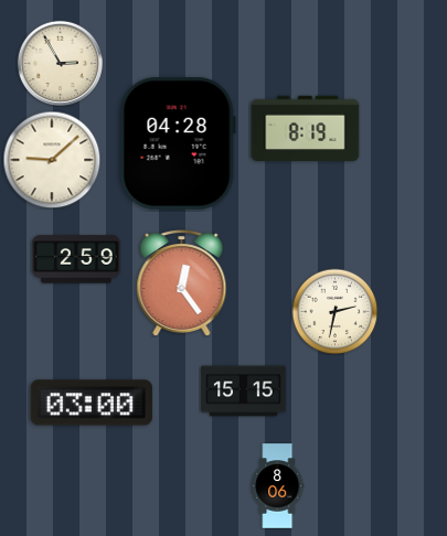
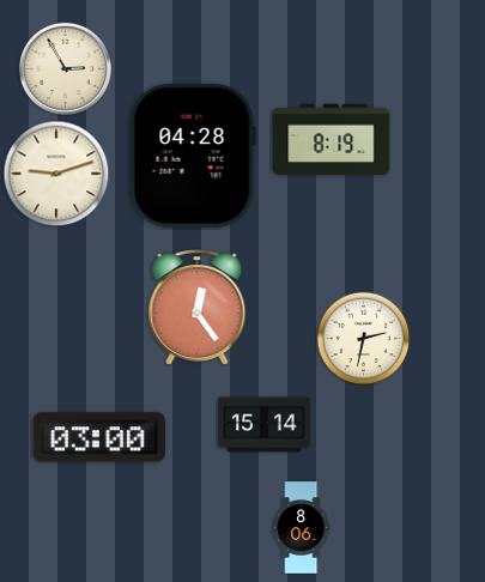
clock at (52, 160): 9:08 -> 9:12
clock at (76, 259): 2:59 -> none
clock at (244, 392): 15:15 -> 15:14
